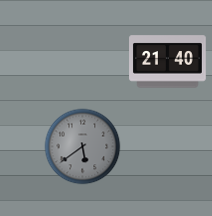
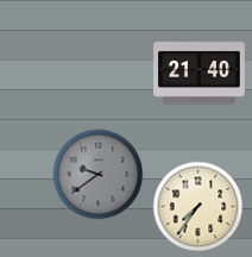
clock at (83, 147): 5:39 -> 9:39
clock at (199, 207): none -> 7:36
